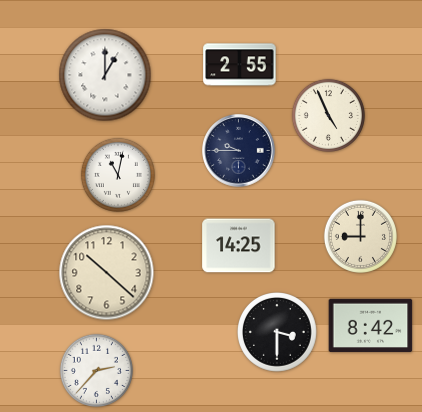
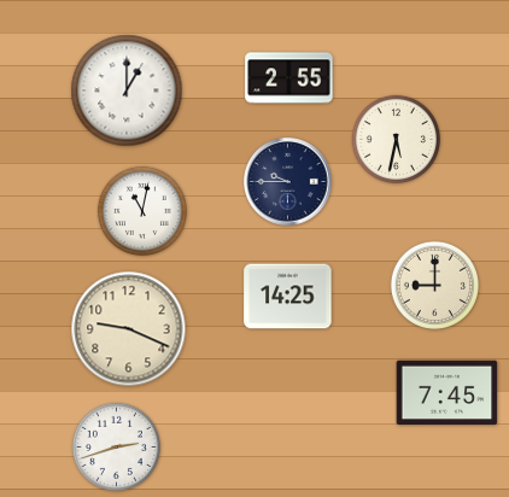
clock at (328, 115): 4:56 -> 5:32
clock at (107, 273): 10:22 -> 9:19
clock at (371, 326): 8:42 -> 7:45
clock at (278, 333): 3:30 -> none
clock at (96, 370): 2:37 -> 2:42
